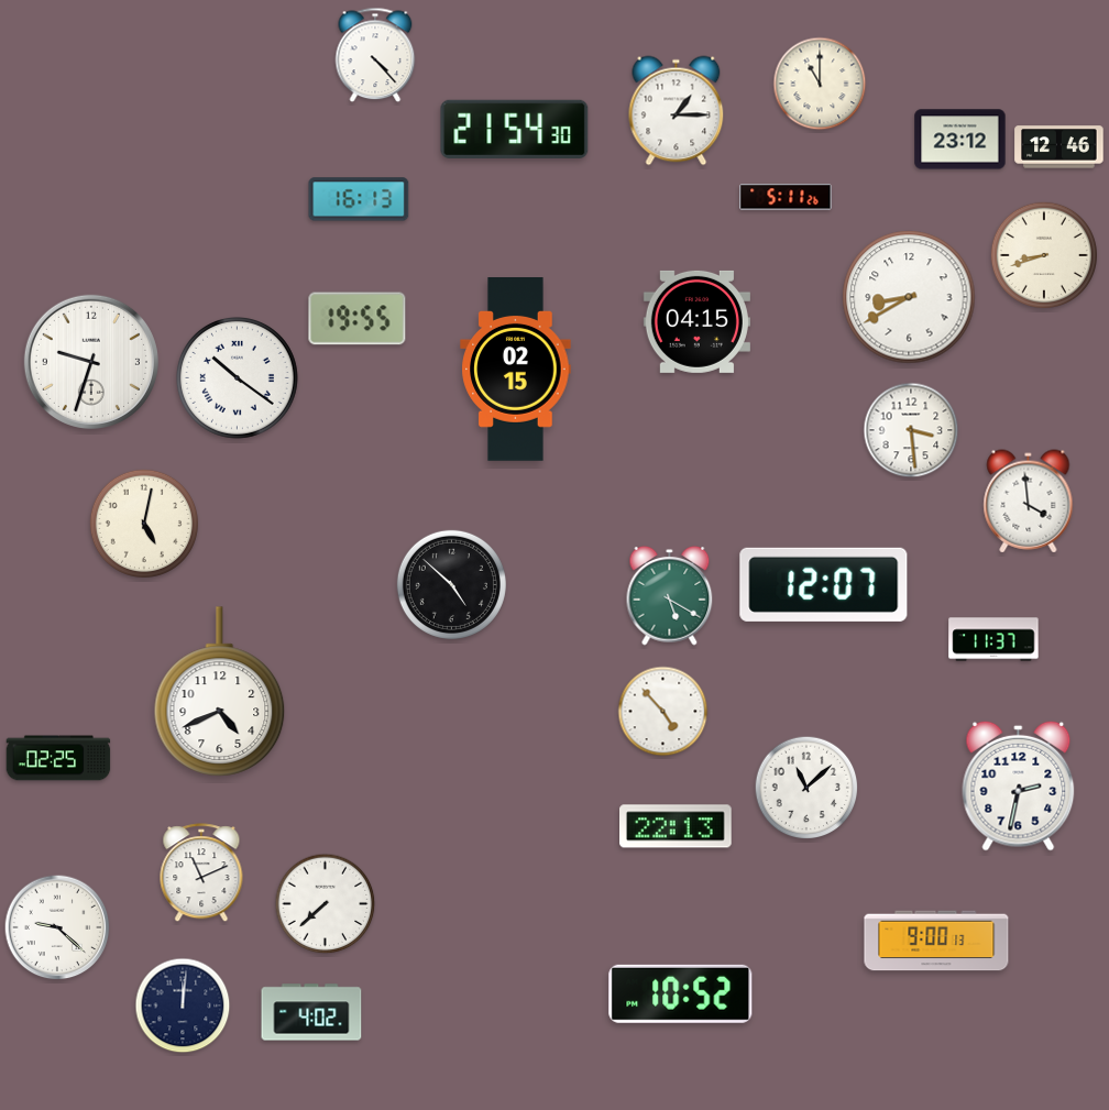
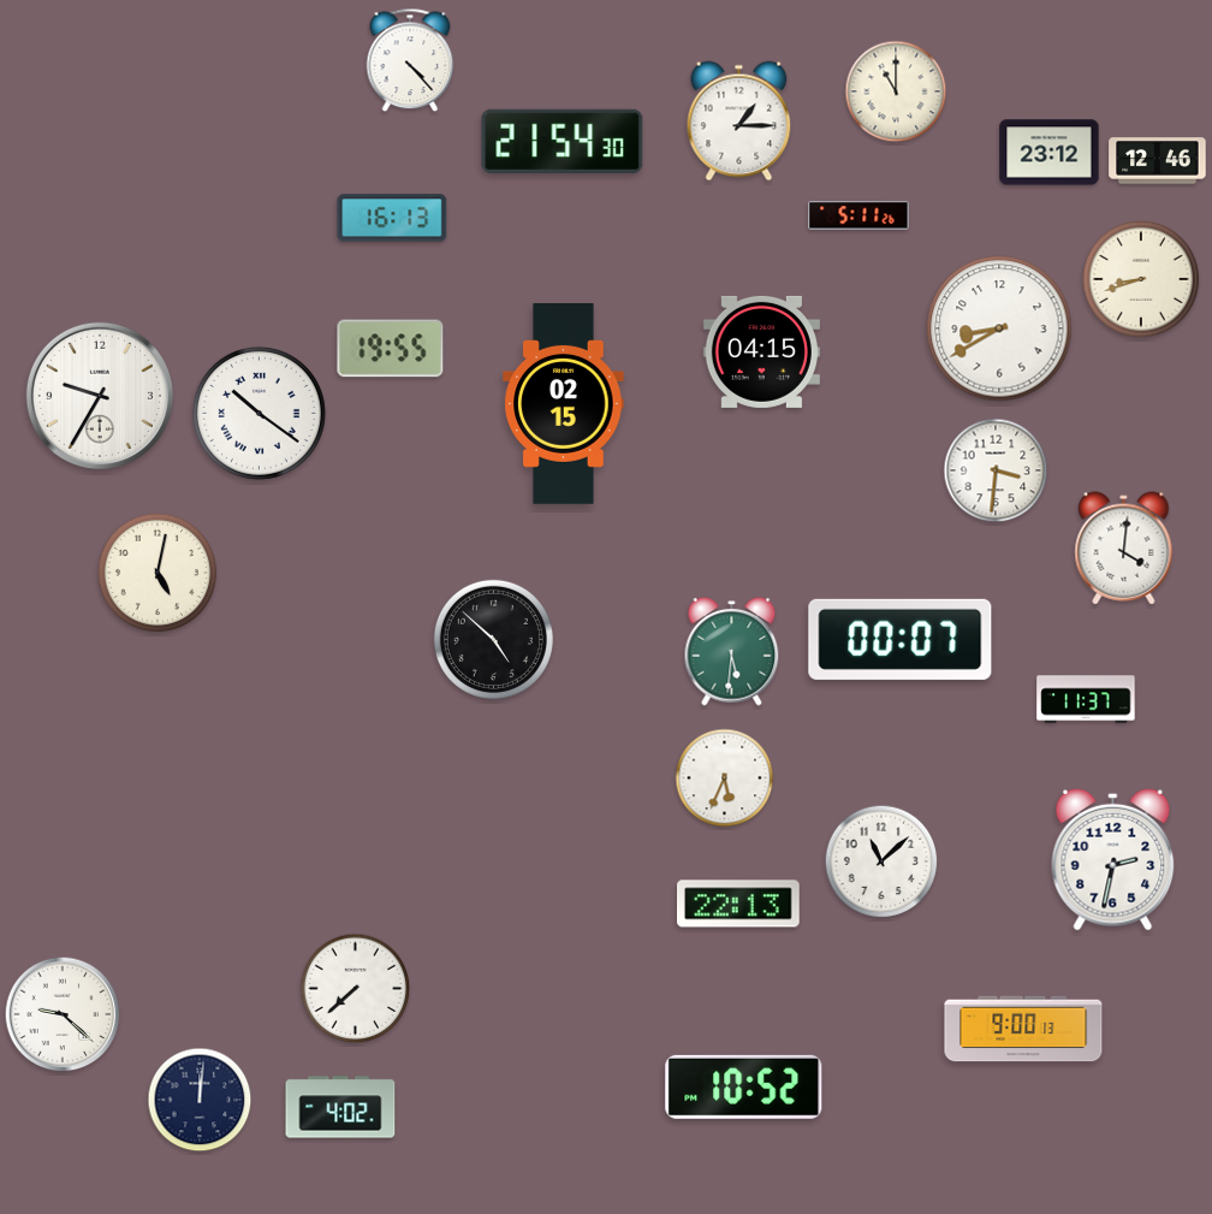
clock at (909, 297) position: (909, 297) -> (999, 328)
clock at (91, 362): 9:33 -> 9:35
clock at (911, 430): 3:29 -> 3:31
clock at (1029, 502): 3:59 -> 4:01
clock at (824, 584): 12:07 -> 00:07
clock at (670, 595): 5:20 -> 5:31
clock at (220, 692): 4:41 -> none
clock at (663, 712): 4:53 -> 5:34
clock at (58, 758): 02:25 -> none
clock at (201, 873): 11:11 -> none
